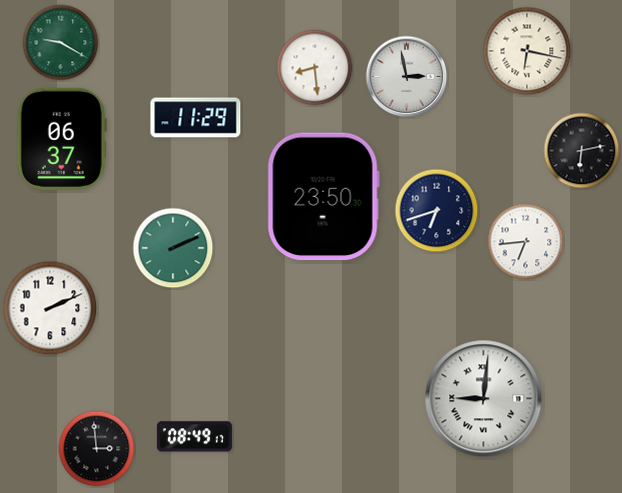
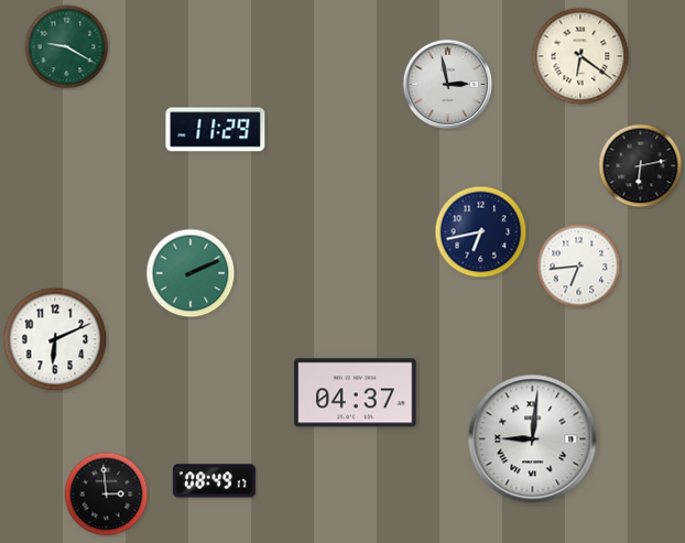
clock at (527, 51): 6:17 -> 6:21
clock at (315, 68): 8:29 -> none
clock at (62, 139): 06:37 -> none
clock at (323, 197): 23:50 -> none
clock at (437, 211): 6:42 -> 6:43
clock at (50, 308): 2:11 -> 6:11
clock at (356, 393): none -> 04:37
